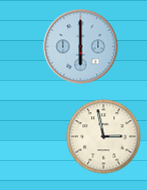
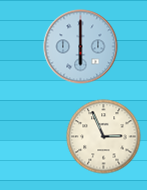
clock at (104, 137): 2:58 -> 2:56
